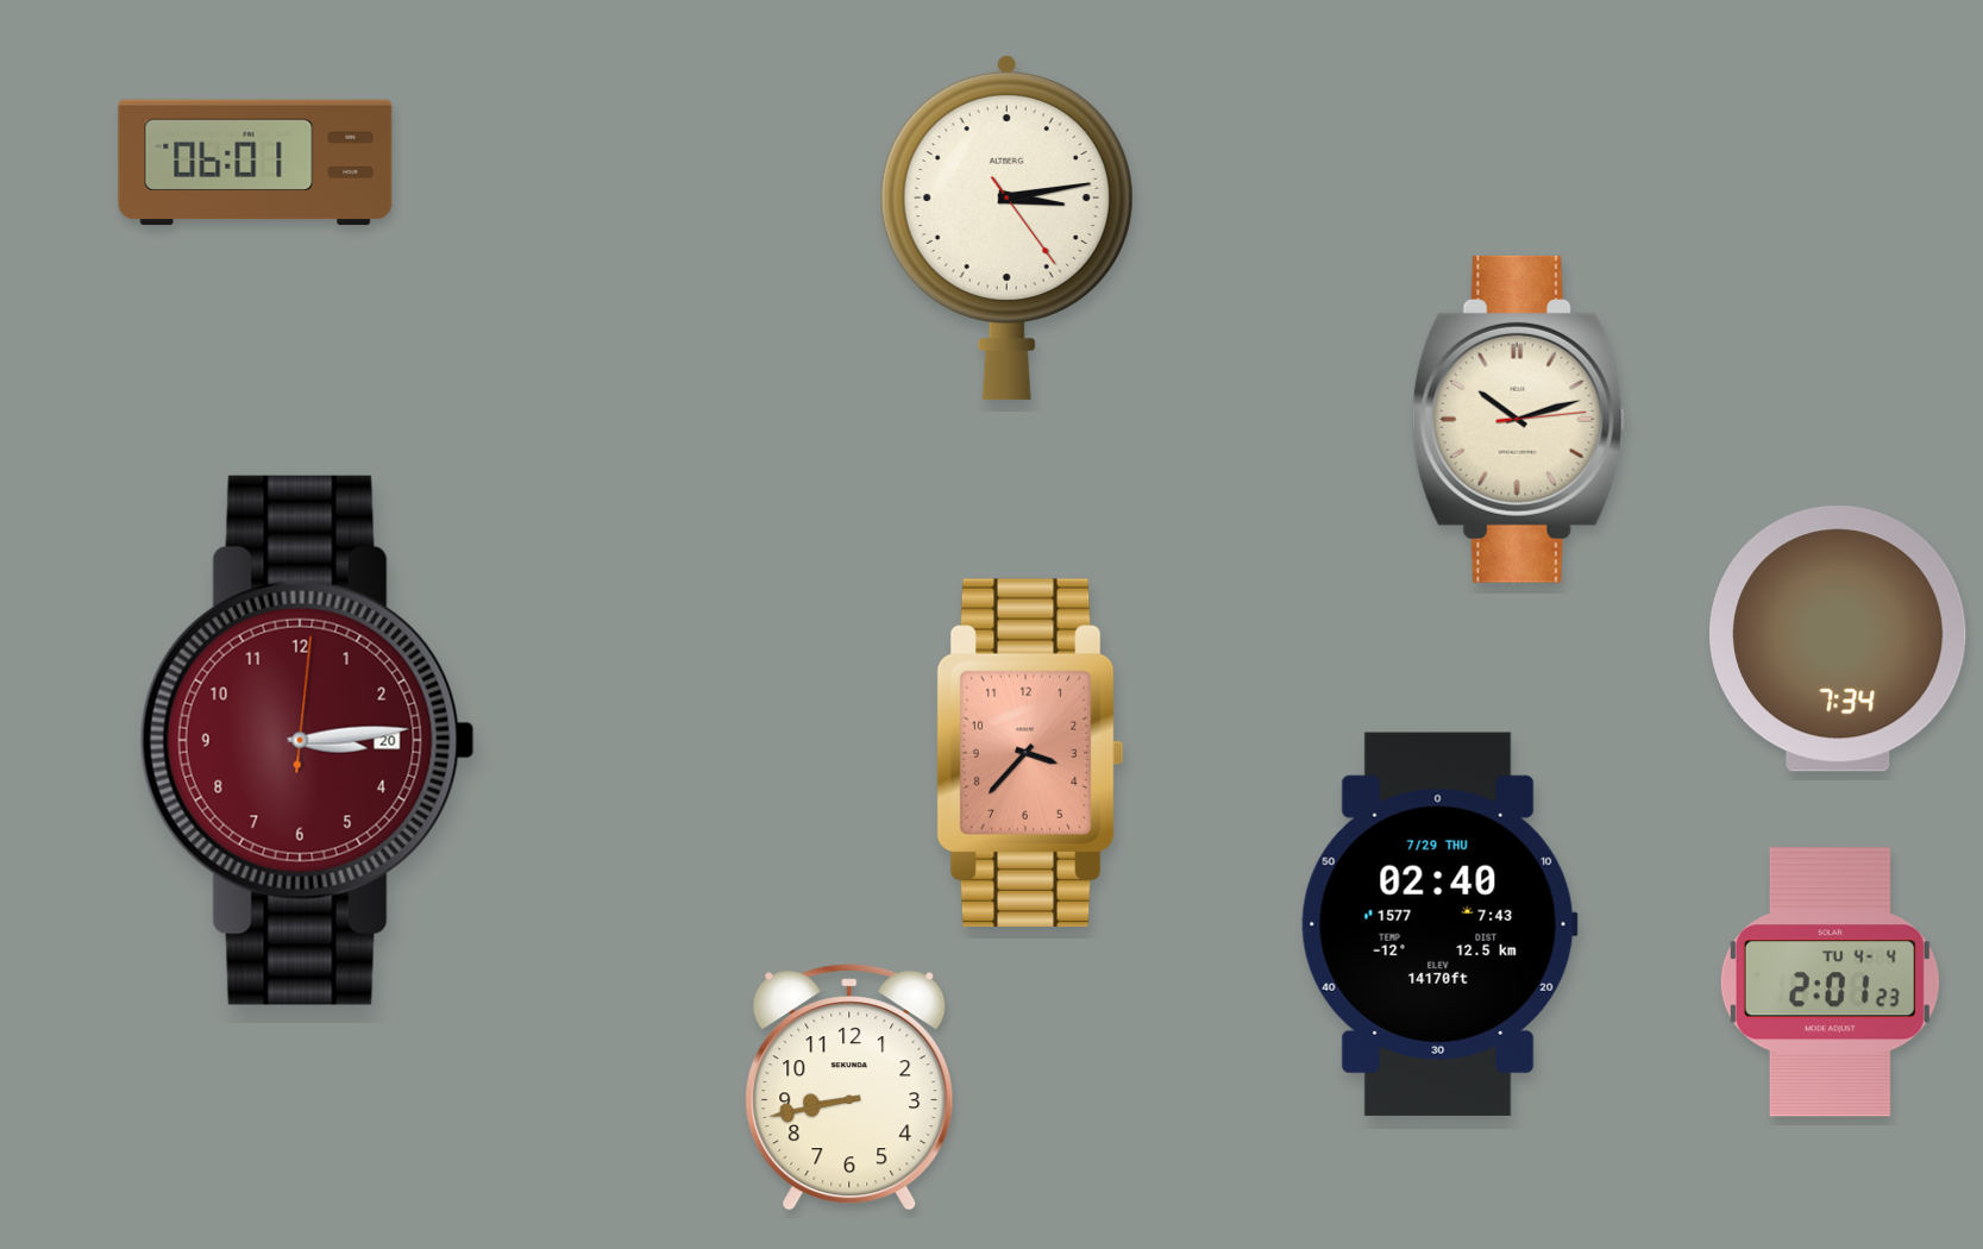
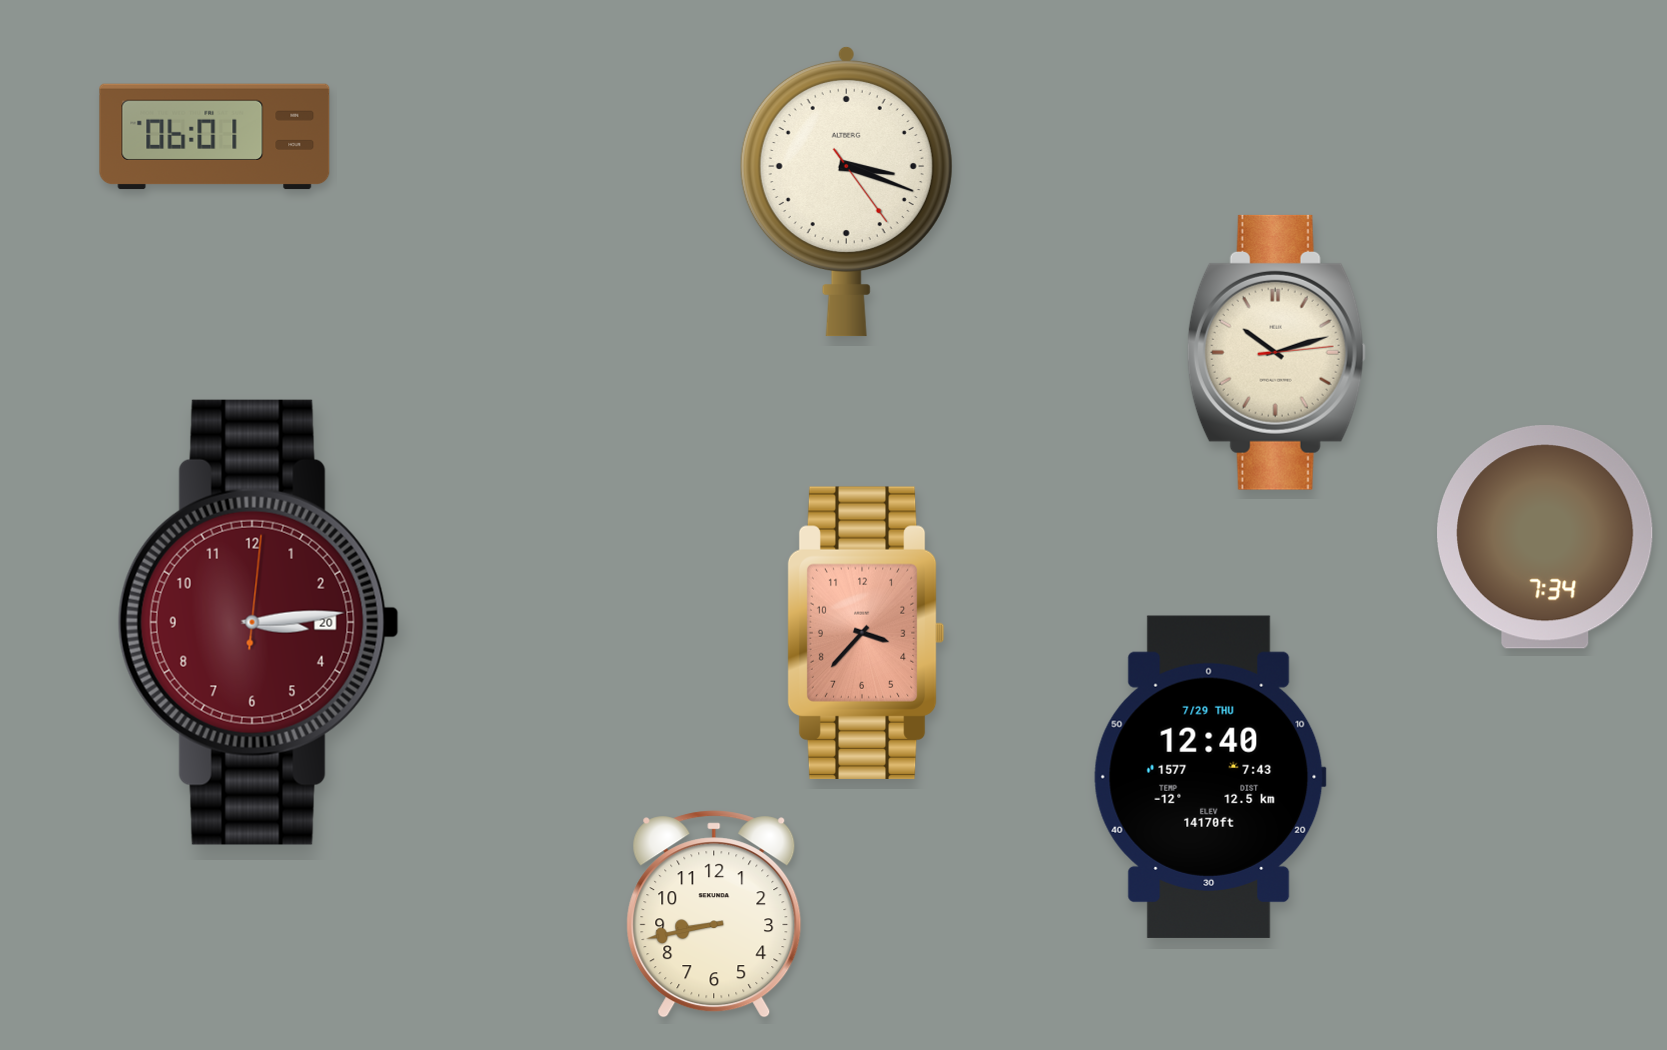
clock at (1006, 227): 3:13 -> 3:18
clock at (1439, 924): 02:40 -> 12:40
clock at (1830, 983): 2:01 -> none
